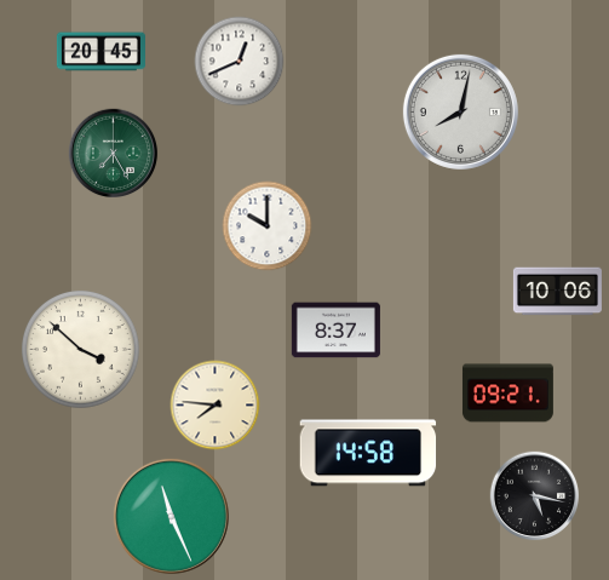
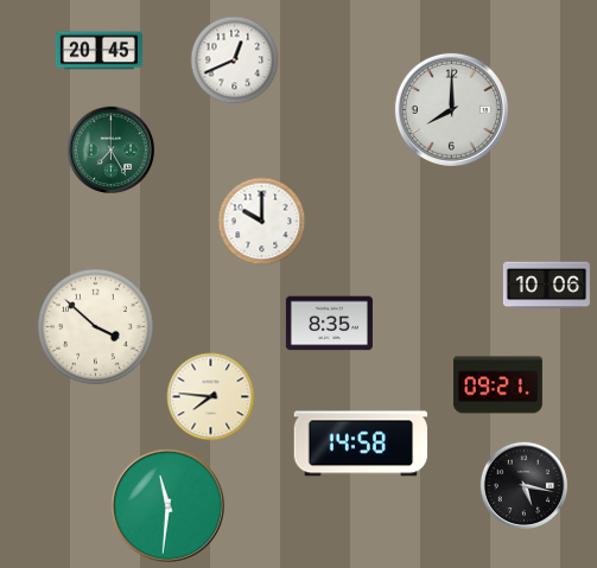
clock at (460, 111): 8:02 -> 8:00
clock at (335, 331): 8:37 -> 8:35
clock at (80, 349) position: (80, 349) -> (95, 326)
clock at (171, 516): 11:26 -> 11:31
